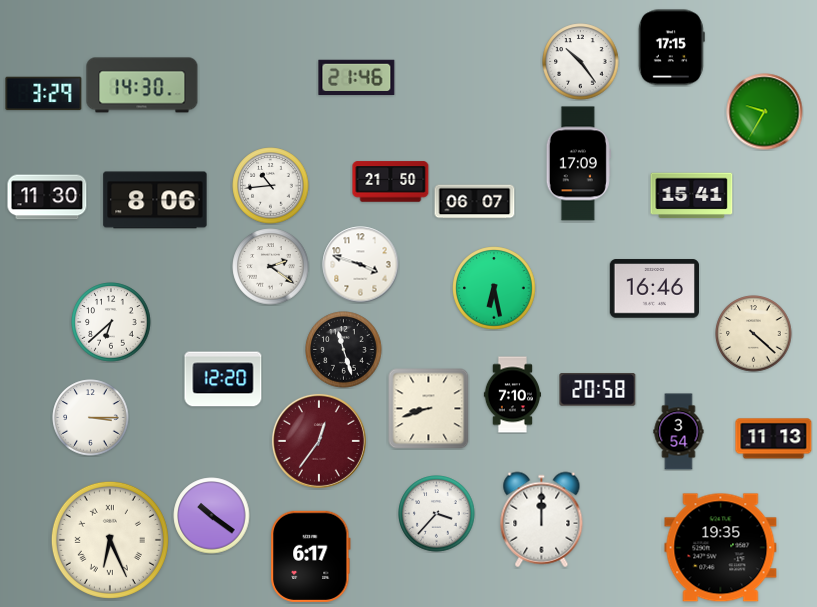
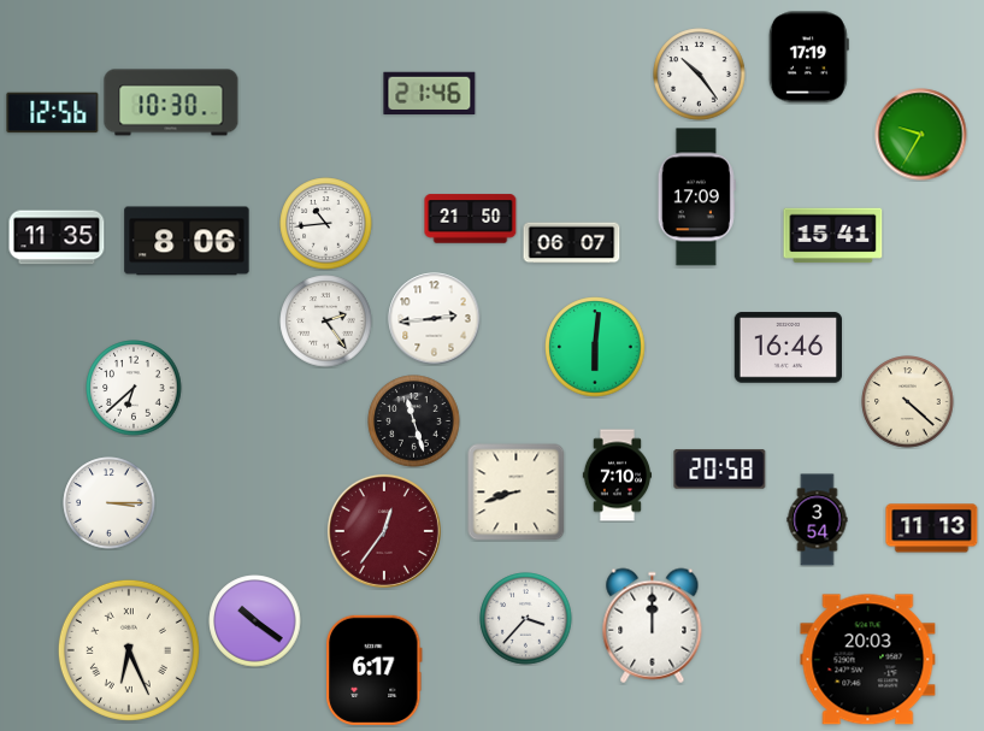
clock at (671, 48): 17:15 -> 17:19
clock at (142, 85): 14:30 -> 10:30
clock at (44, 94): 3:29 -> 12:56
clock at (47, 197): 11:30 -> 11:35
clock at (361, 265): 3:48 -> 2:44
clock at (271, 267): 2:21 -> 2:24
clock at (494, 288): 6:28 -> 6:01
clock at (223, 379): 12:20 -> none
clock at (110, 540) position: (110, 540) -> (129, 650)
clock at (721, 548): 19:35 -> 20:03
